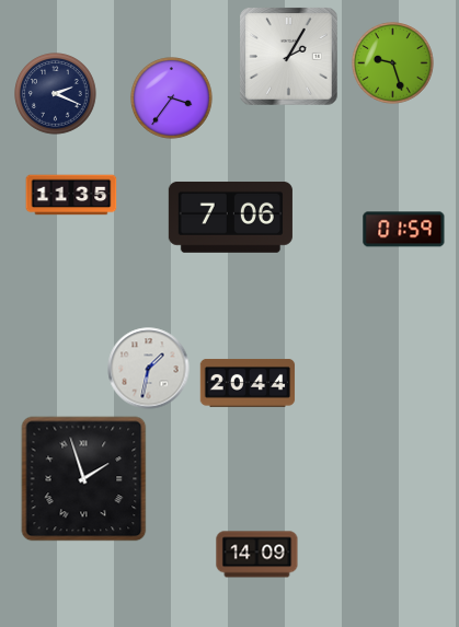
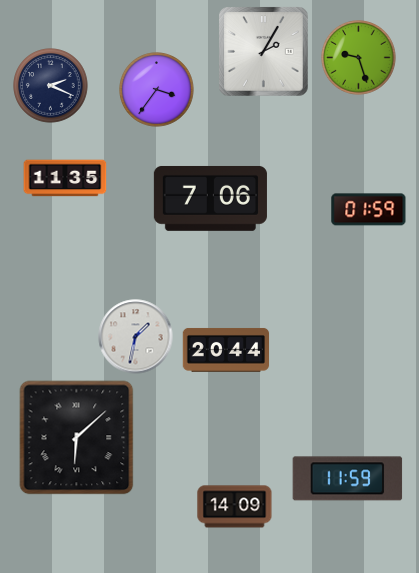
clock at (84, 479): 1:57 -> 6:08
clock at (348, 479): none -> 11:59
